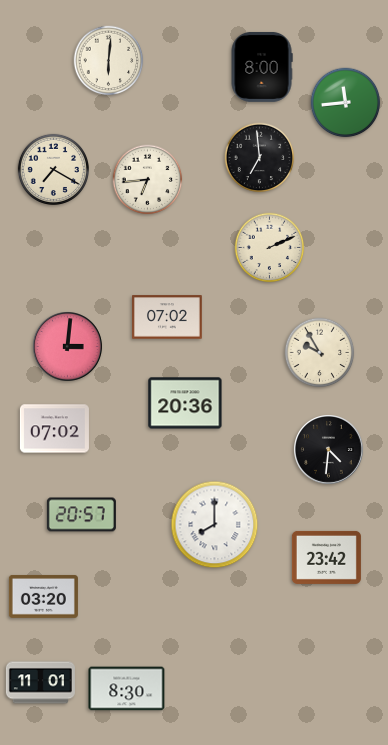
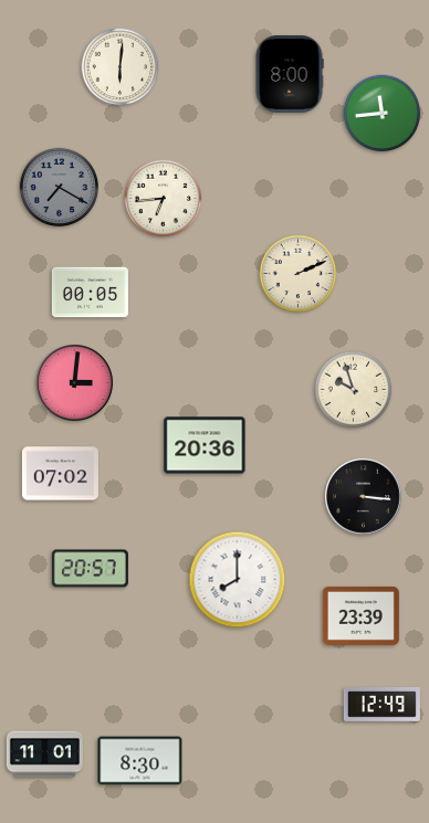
clock at (260, 158): 6:59 -> none
clock at (53, 169) dial: cream -> grey
clock at (90, 293): none -> 00:05
clock at (168, 317): 07:02 -> none
clock at (320, 353): 9:55 -> 9:57
clock at (329, 450): 4:31 -> 3:16
clock at (326, 557): 23:42 -> 23:39
clock at (43, 596): 03:20 -> none
clock at (381, 705): none -> 12:49
